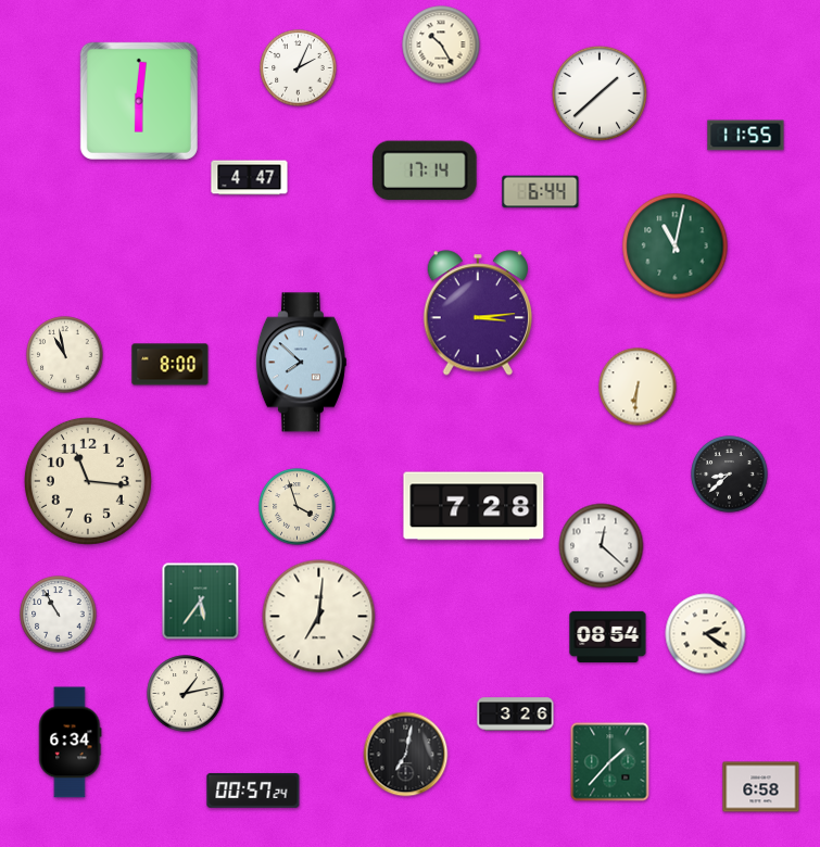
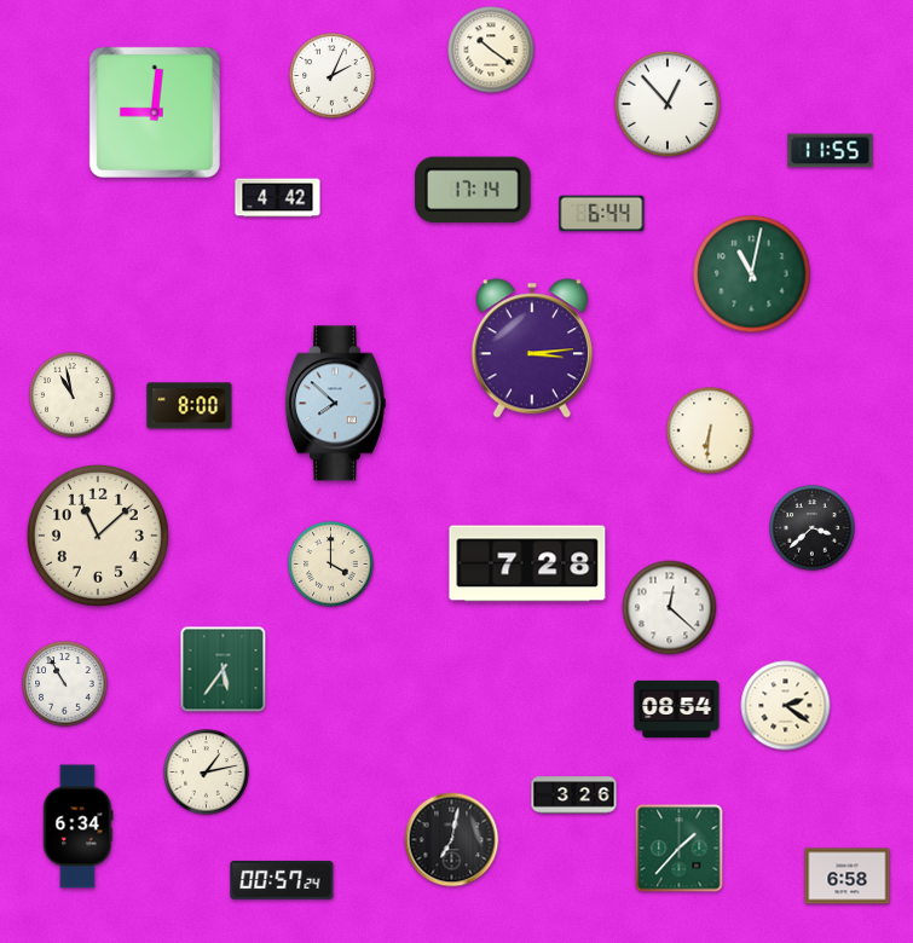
clock at (441, 45): 10:25 -> 10:21
clock at (600, 93): 1:38 -> 12:53
clock at (139, 101): 6:01 -> 9:01
clock at (250, 178): 4:47 -> 4:42
clock at (730, 475): 8:38 -> 3:38
clock at (88, 481): 11:16 -> 11:08
clock at (298, 507): 3:57 -> 4:00
clock at (319, 617): 7:01 -> none
